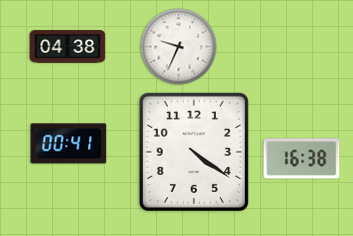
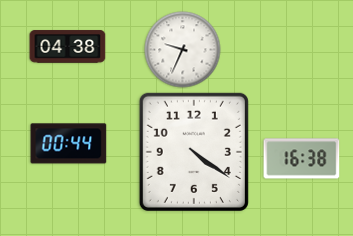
clock at (179, 47) position: (179, 47) -> (183, 50)
clock at (69, 144): 00:41 -> 00:44
